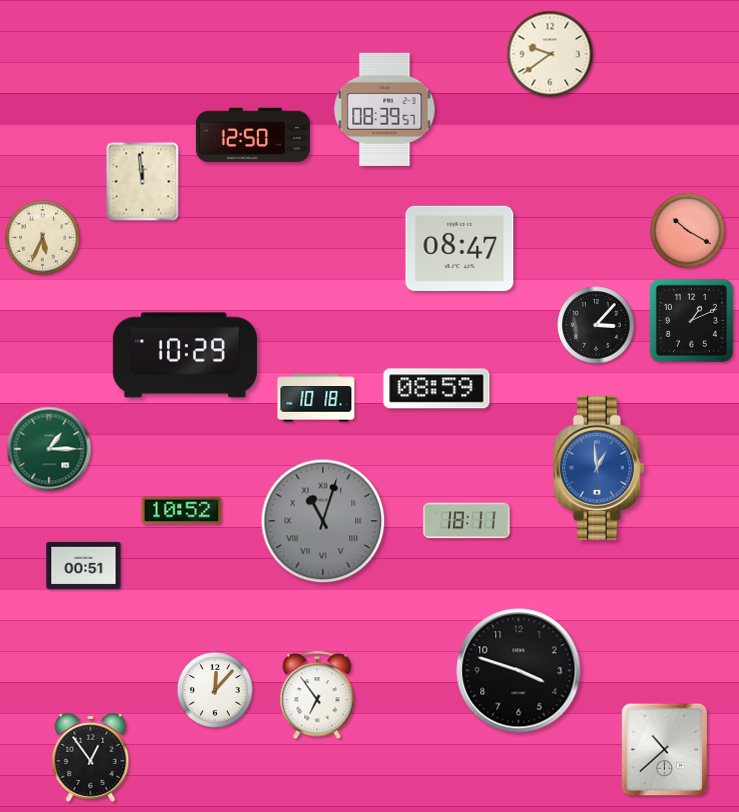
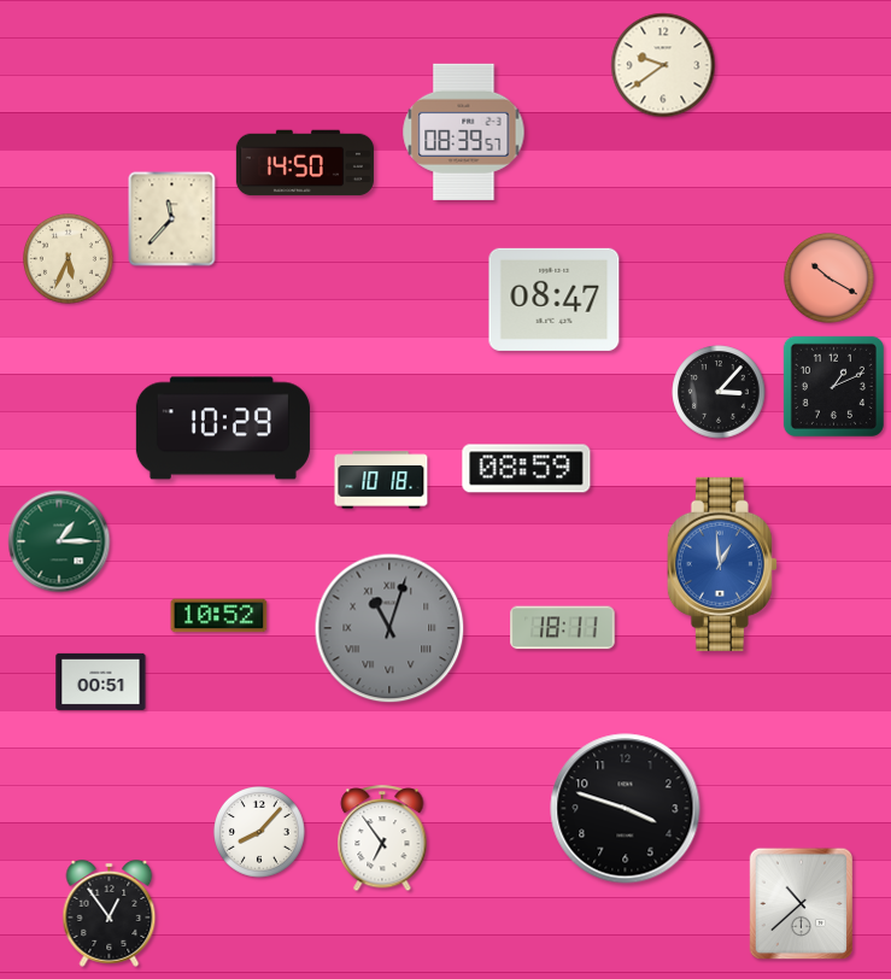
clock at (253, 135): 12:50 -> 14:50
clock at (143, 182): 11:59 -> 11:37
clock at (42, 237) position: (42, 237) -> (68, 258)
clock at (216, 691): 12:07 -> 8:07
